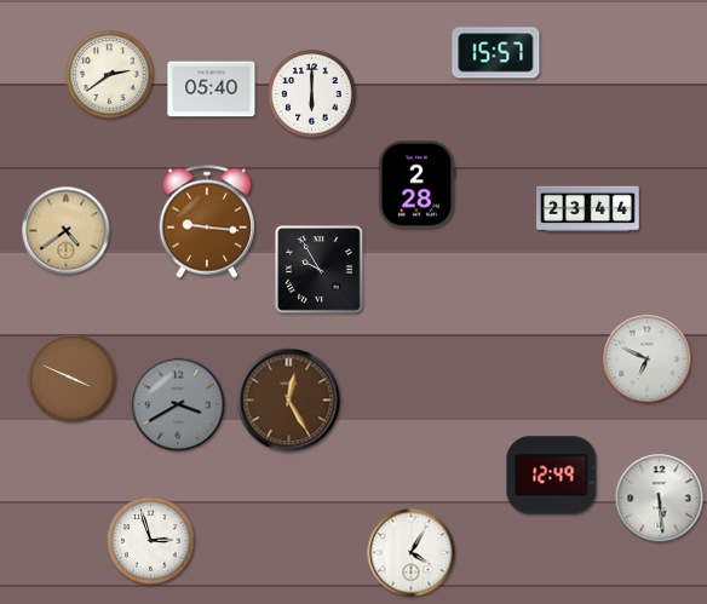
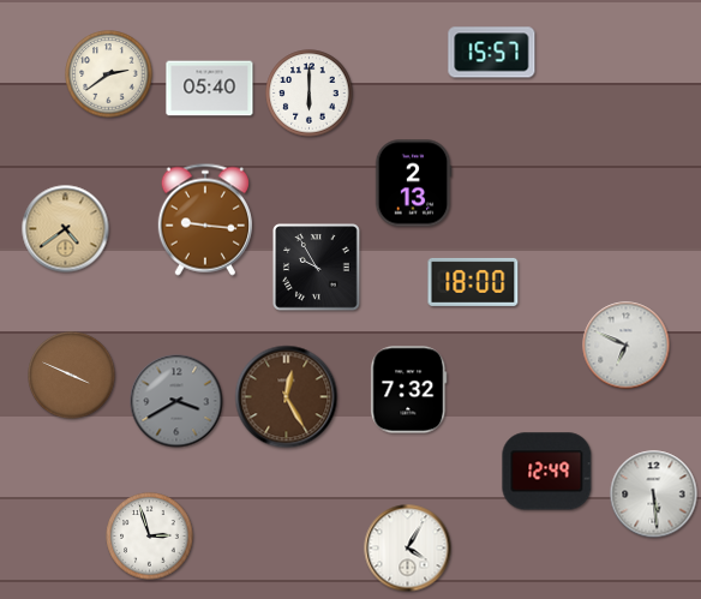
clock at (416, 185): 2:28 -> 2:13
clock at (588, 209): 23:44 -> none
clock at (473, 282): none -> 18:00
clock at (648, 359) position: (648, 359) -> (627, 346)
clock at (409, 390): none -> 7:32
